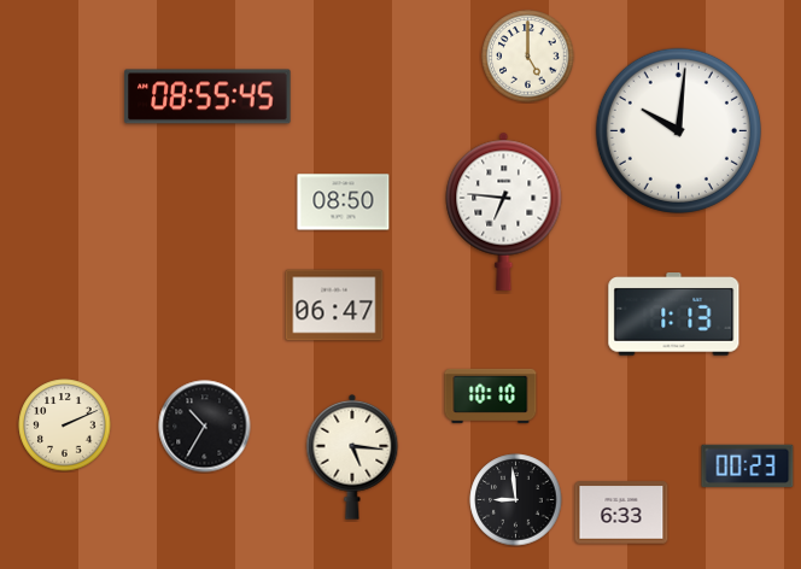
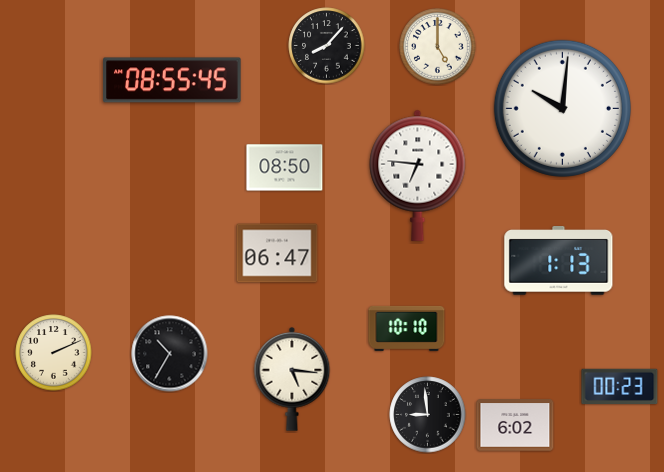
clock at (327, 46): none -> 8:07
clock at (621, 512): 6:33 -> 6:02
